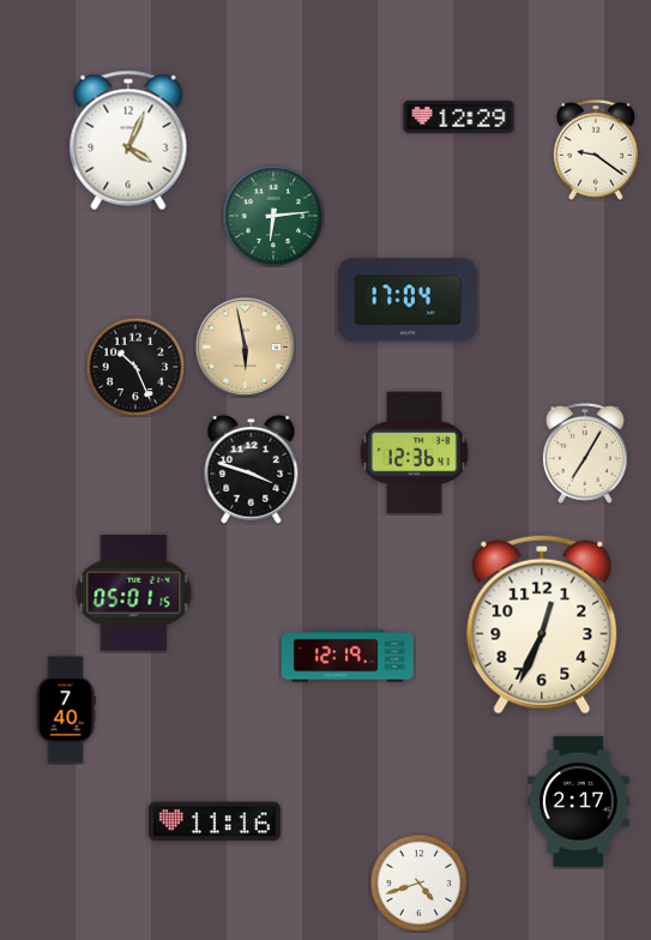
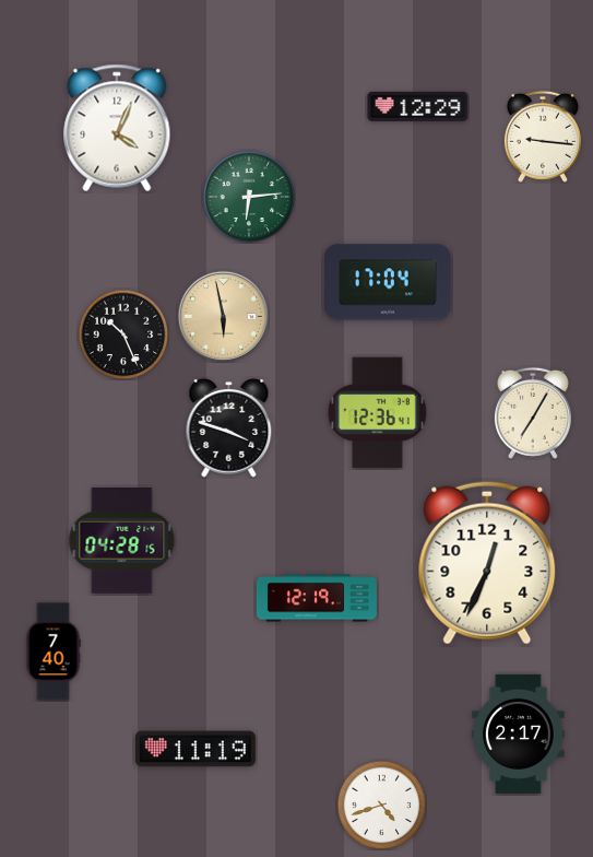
clock at (596, 150): 9:21 -> 9:16
clock at (409, 300) position: (409, 300) -> (389, 282)
clock at (134, 592): 05:01 -> 04:28
clock at (542, 625) position: (542, 625) -> (487, 563)
clock at (66, 710) position: (66, 710) -> (54, 651)
clock at (579, 801) position: (579, 801) -> (519, 733)
clock at (215, 821): 11:16 -> 11:19
